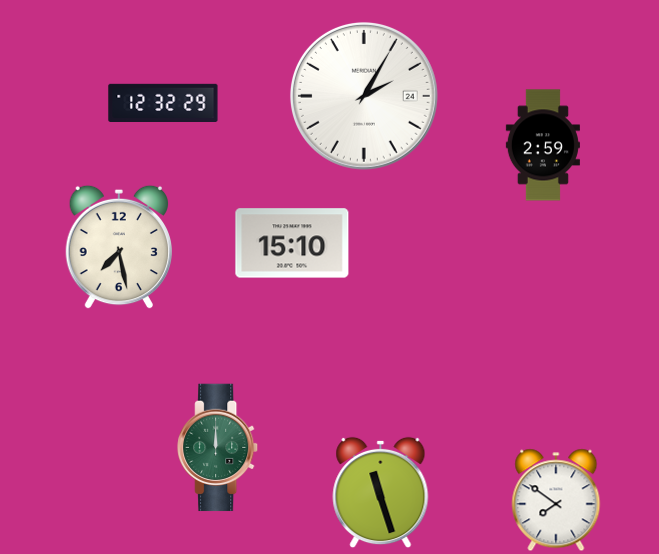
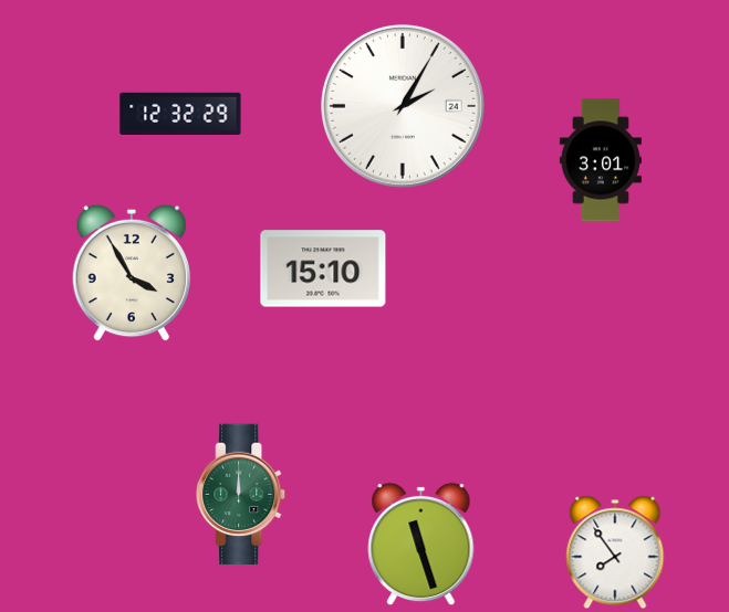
clock at (543, 145): 2:59 -> 3:01
clock at (118, 247): 7:28 -> 3:55
clock at (556, 500): 7:51 -> 7:54
